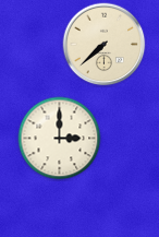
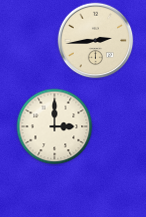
clock at (105, 45): 7:38 -> 2:44
